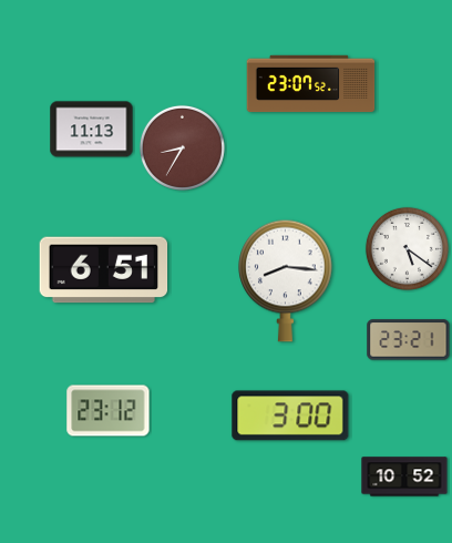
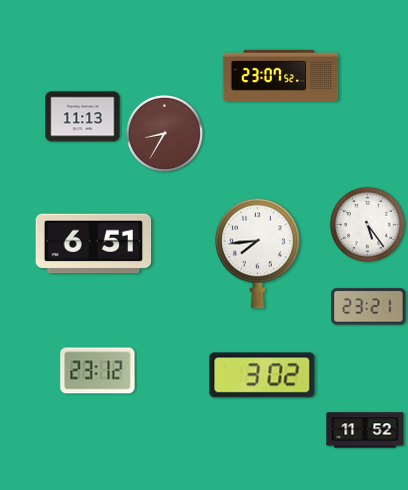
clock at (407, 248): 5:21 -> 5:24
clock at (286, 280): 8:16 -> 7:44
clock at (290, 416): 3:00 -> 3:02
clock at (404, 477): 10:52 -> 11:52
